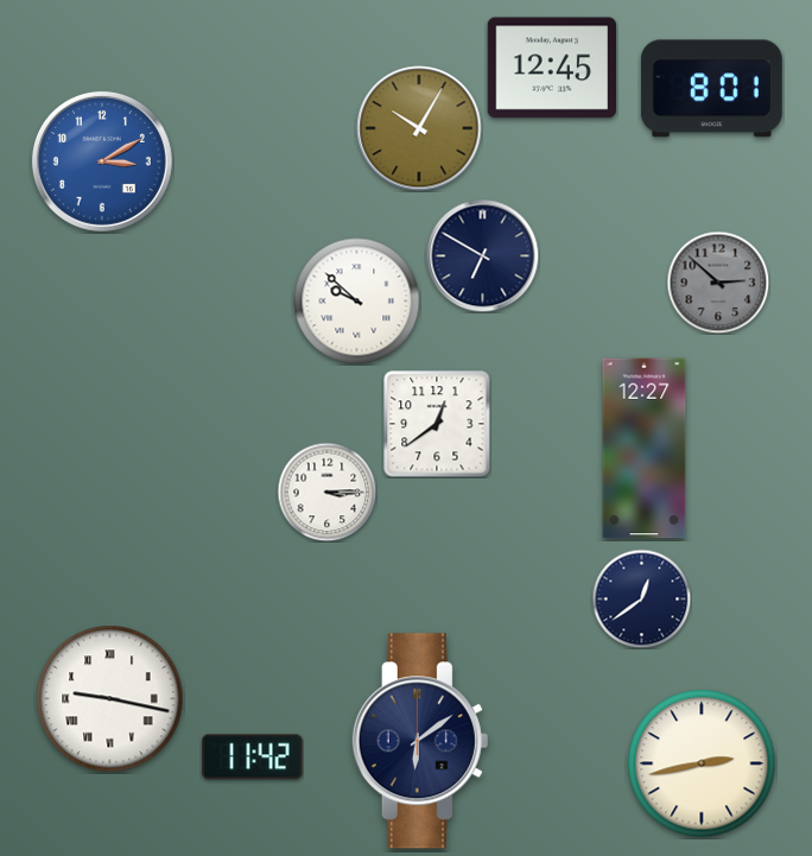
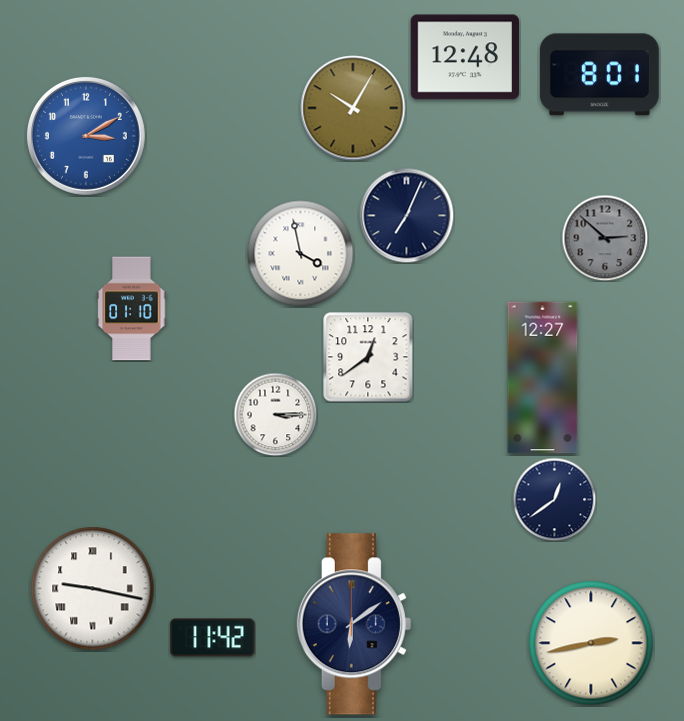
clock at (551, 68): 12:45 -> 12:48
clock at (482, 255): 6:50 -> 7:04
clock at (357, 302): 9:52 -> 3:58
clock at (132, 309): none -> 01:10
clock at (641, 598) position: (641, 598) -> (554, 499)
